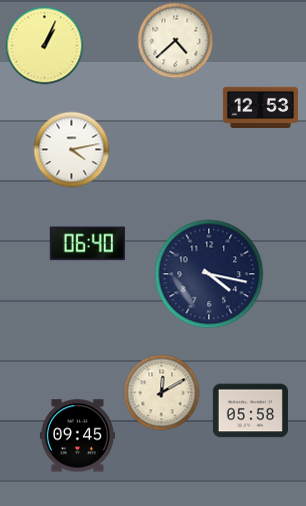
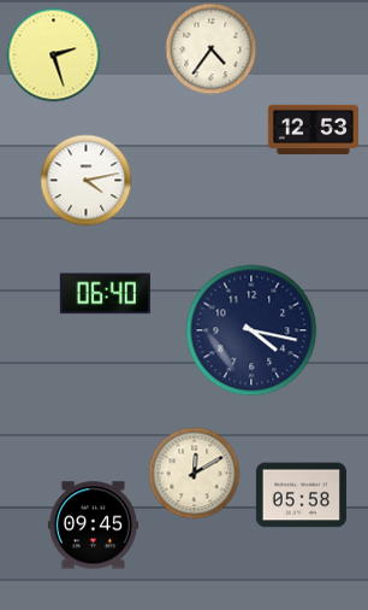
clock at (176, 41): 4:38 -> 4:36
clock at (45, 46): 1:04 -> 2:27
